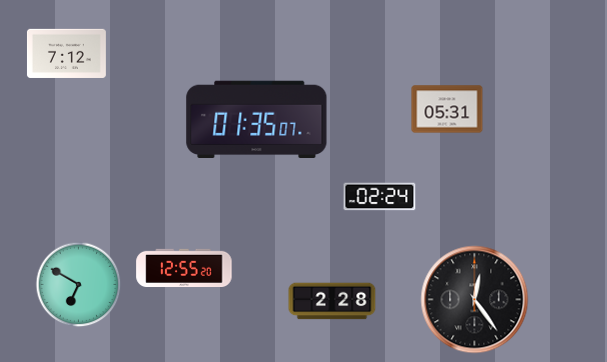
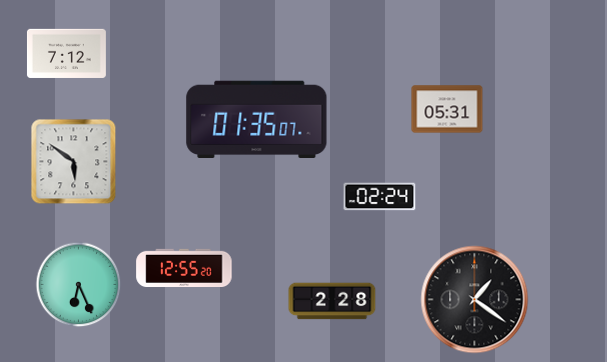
clock at (74, 162): none -> 5:51
clock at (79, 285): 6:50 -> 6:26
clock at (475, 300): 12:24 -> 1:21
